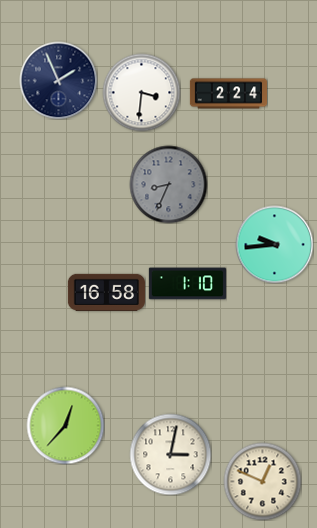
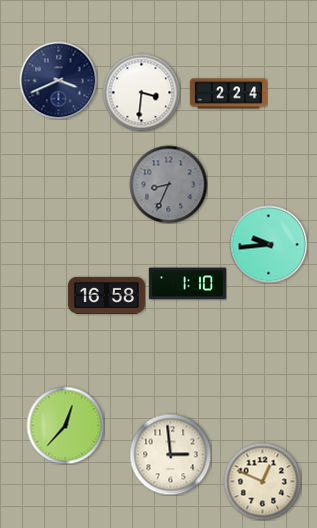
clock at (58, 80): 1:56 -> 3:41
clock at (274, 244) position: (274, 244) -> (268, 244)
clock at (106, 292) position: (106, 292) -> (106, 295)
clock at (170, 454): 3:02 -> 2:59
